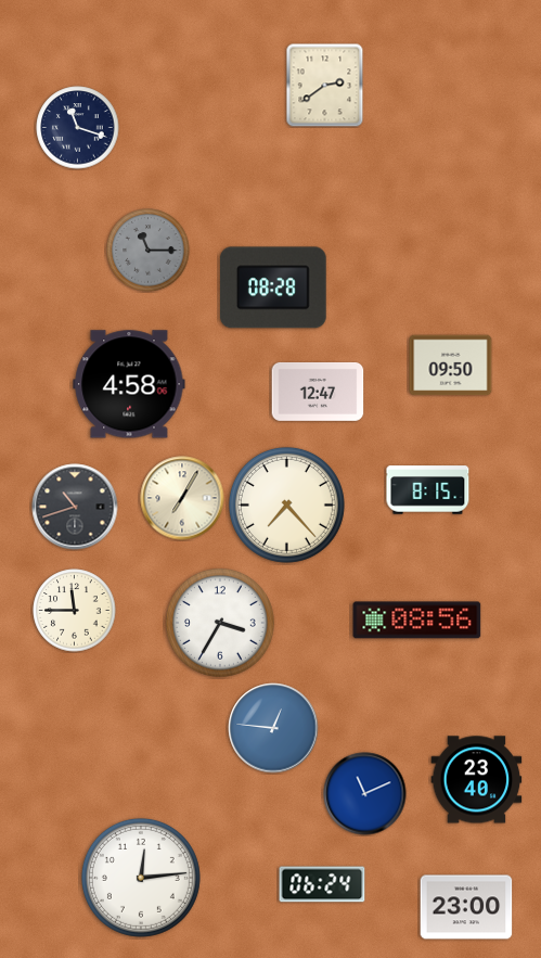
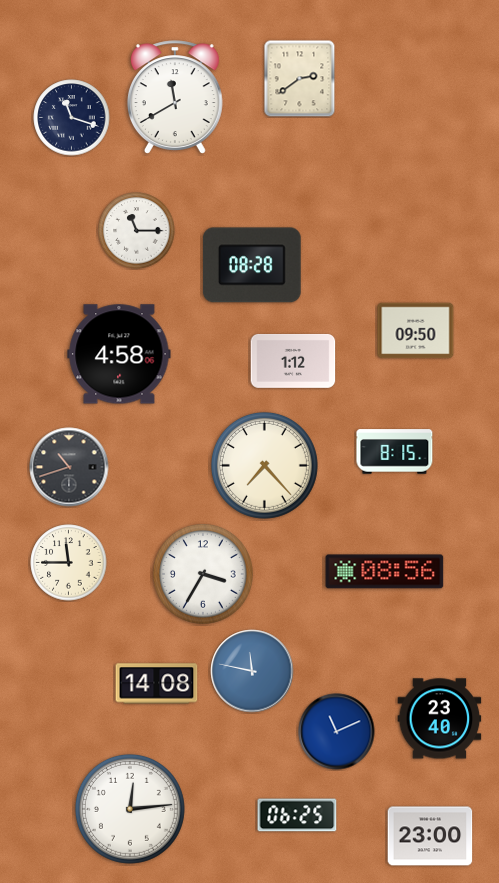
clock at (175, 97): none -> 11:40
clock at (149, 251) dial: grey -> white
clock at (451, 366) position: (451, 366) -> (416, 331)
clock at (318, 392): 12:47 -> 1:12
clock at (182, 498): 7:05 -> none
clock at (273, 728): 12:46 -> 11:47
clock at (157, 684): none -> 14:08
clock at (322, 884): 06:24 -> 06:25
